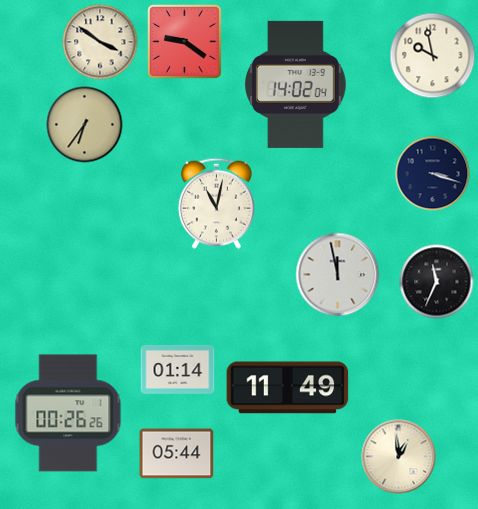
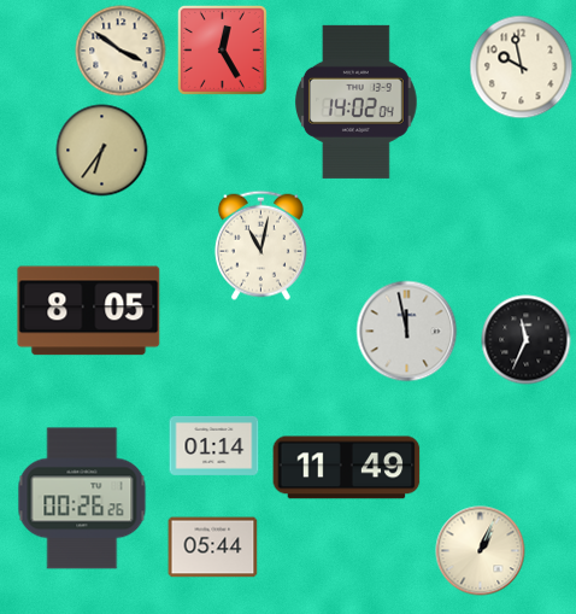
clock at (184, 41): 9:21 -> 12:25
clock at (433, 174): 3:18 -> none
clock at (89, 311): none -> 8:05
clock at (399, 457): 12:59 -> 1:04
